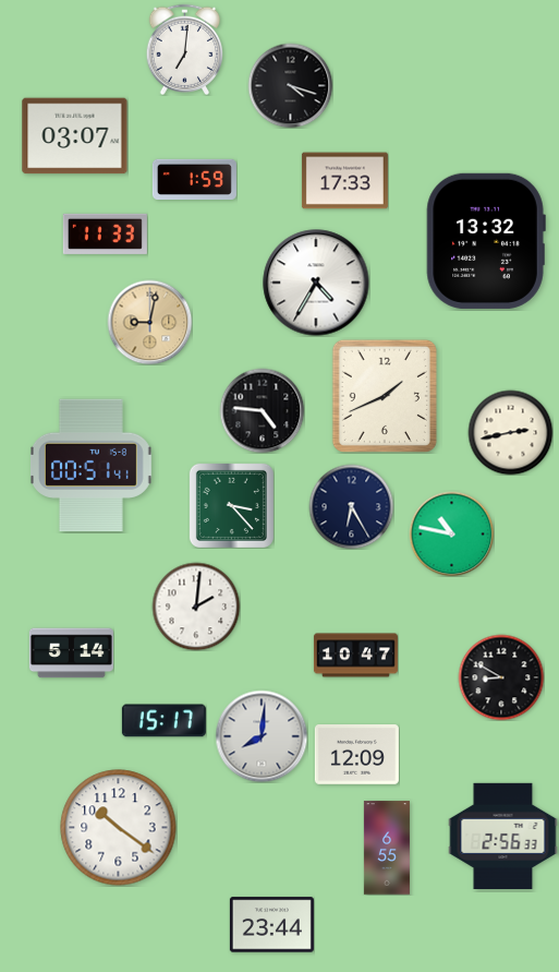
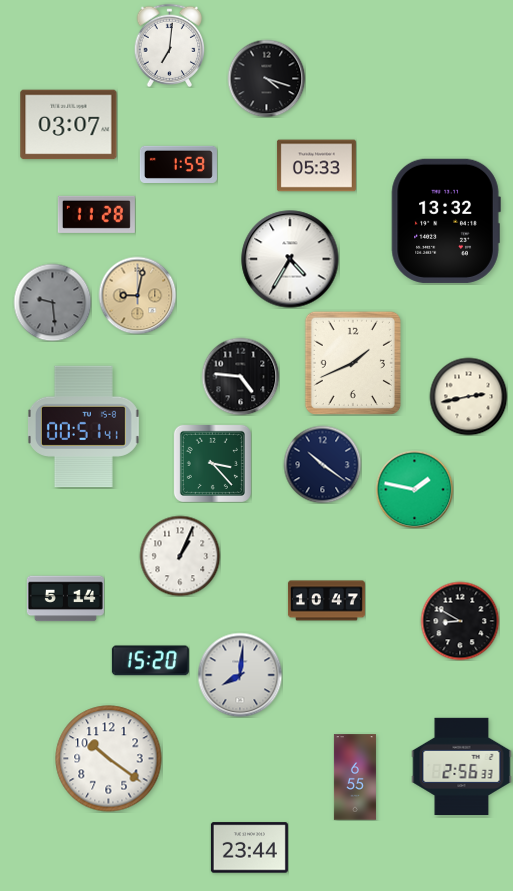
clock at (344, 181): 17:33 -> 05:33
clock at (105, 233): 11:33 -> 11:28
clock at (52, 302): none -> 9:29
clock at (351, 506): 6:25 -> 10:21
clock at (451, 533): 10:47 -> 1:47
clock at (196, 607): 2:01 -> 1:04
clock at (163, 721): 15:17 -> 15:20
clock at (356, 755): 12:09 -> none
